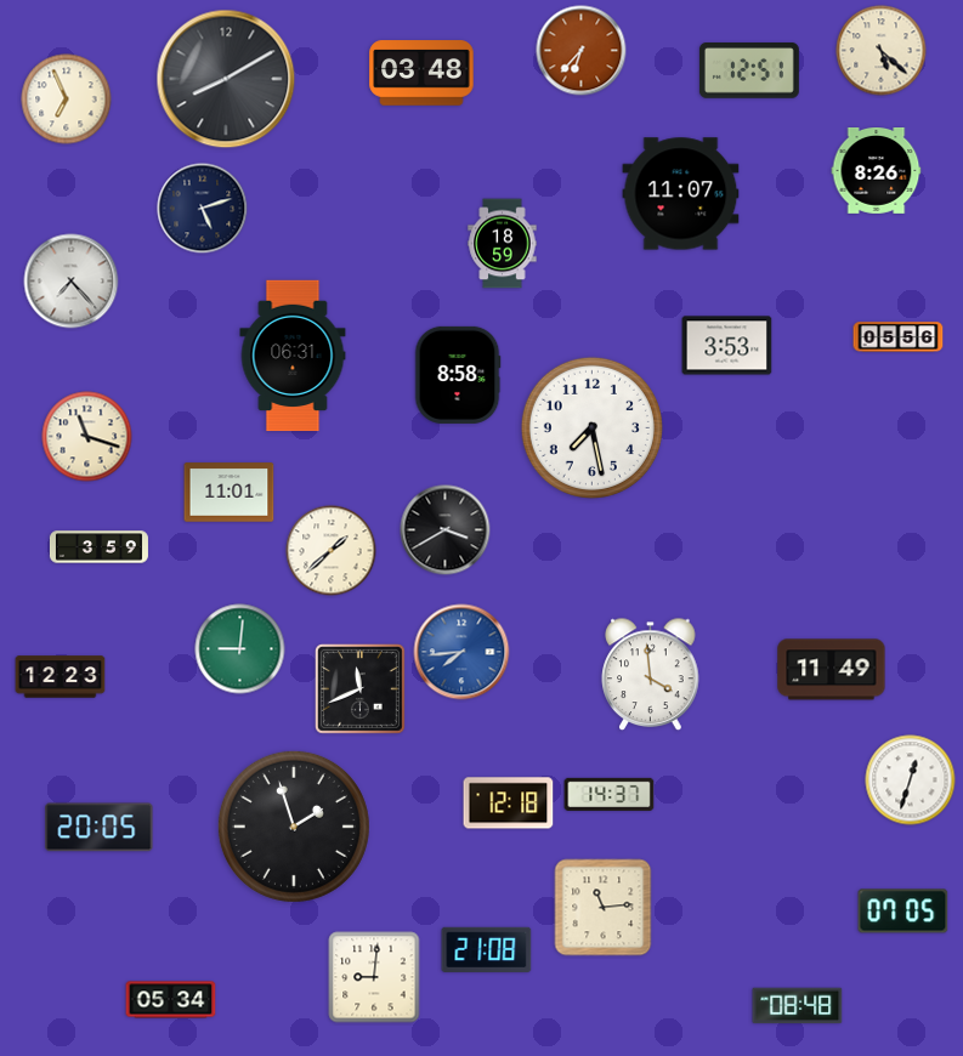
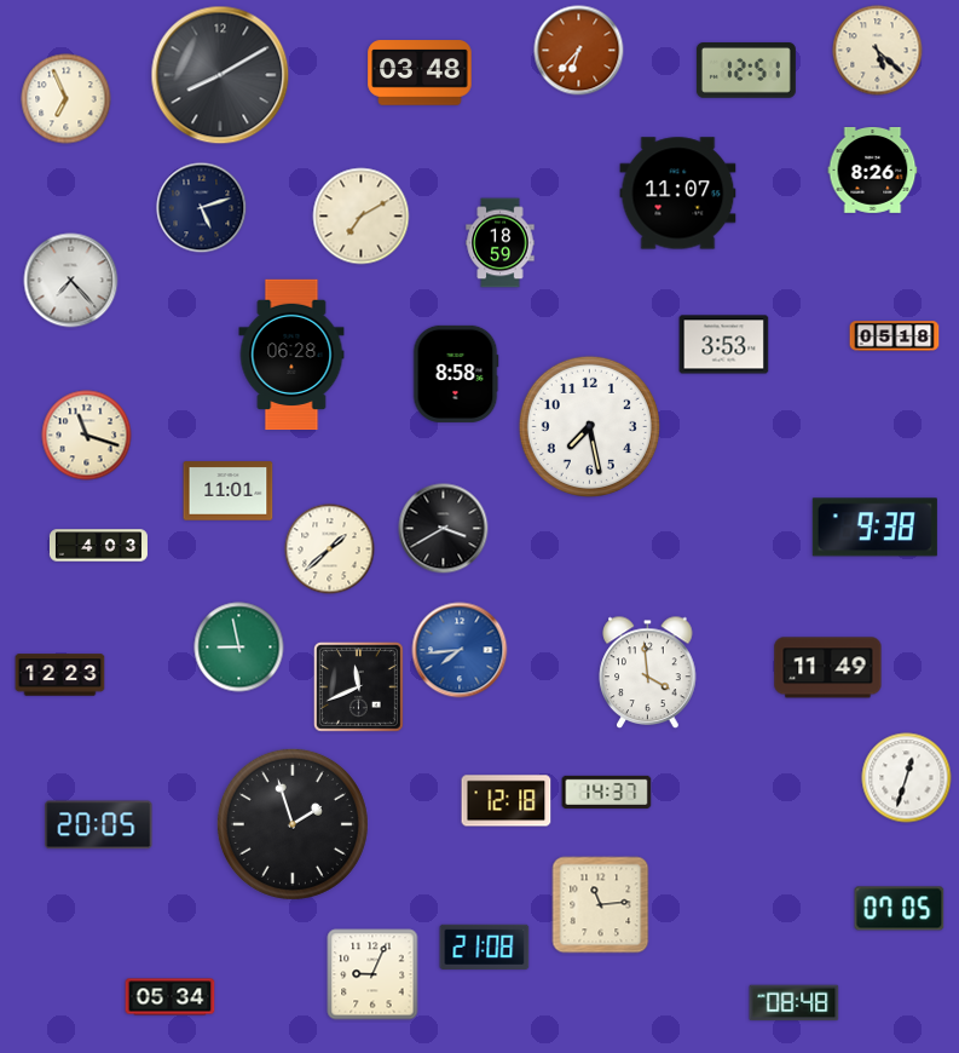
clock at (226, 79) position: (226, 79) -> (220, 75)
clock at (362, 217): none -> 7:10
clock at (899, 337): 05:56 -> 05:18
clock at (293, 356): 06:31 -> 06:28
clock at (874, 528): none -> 9:38
clock at (98, 547): 3:59 -> 4:03
clock at (240, 649): 9:01 -> 8:58
clock at (374, 977): 9:01 -> 9:04
